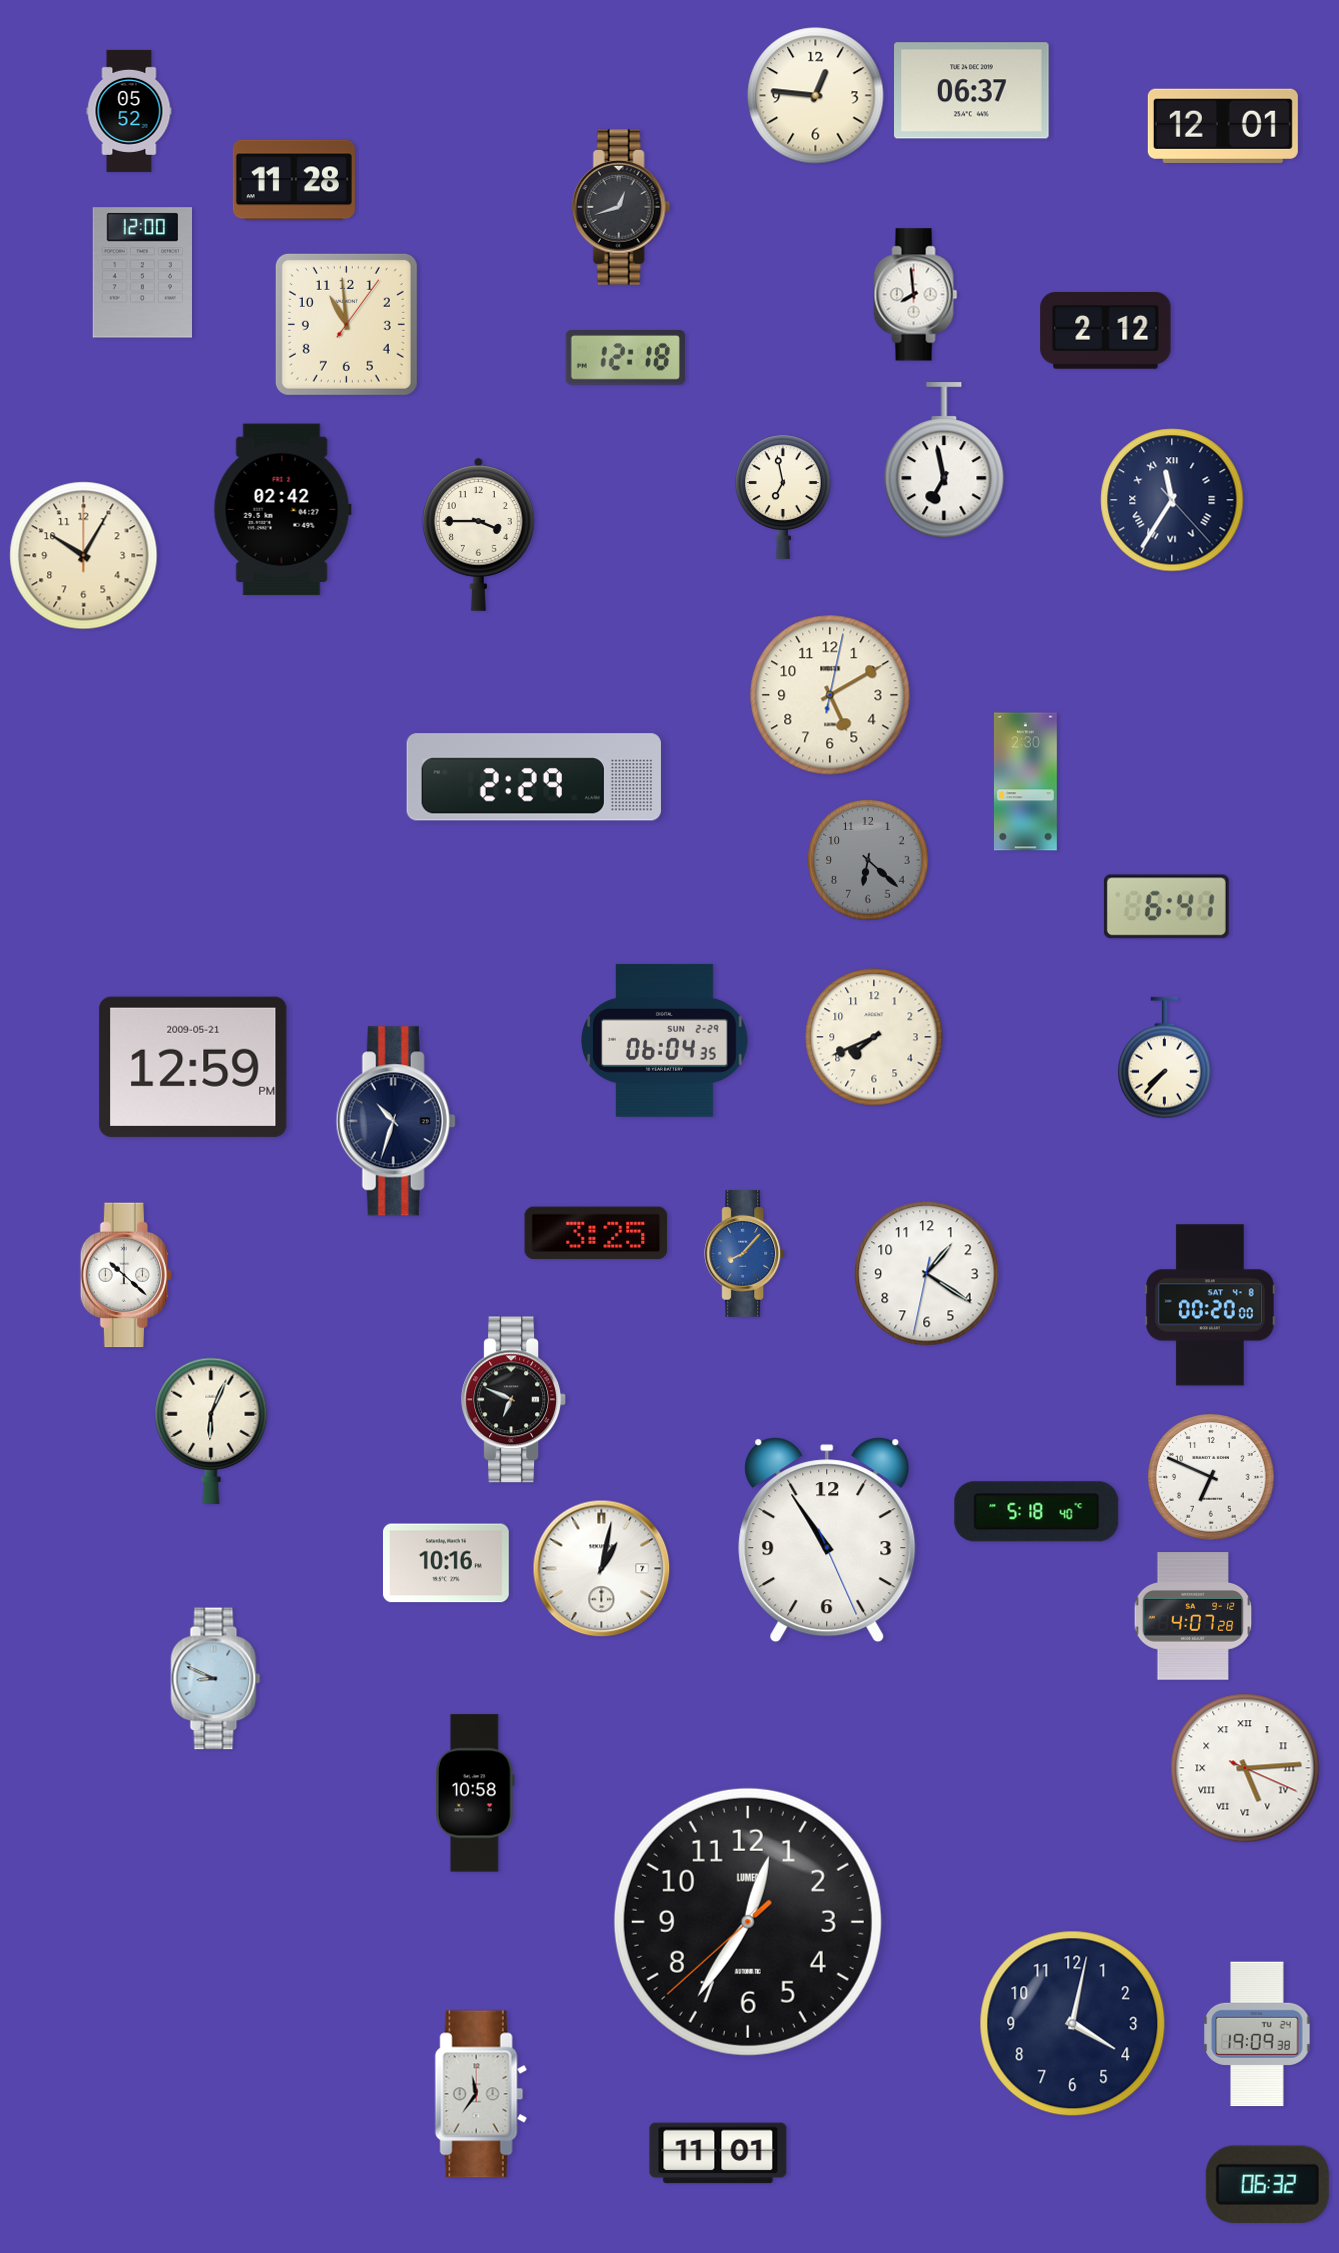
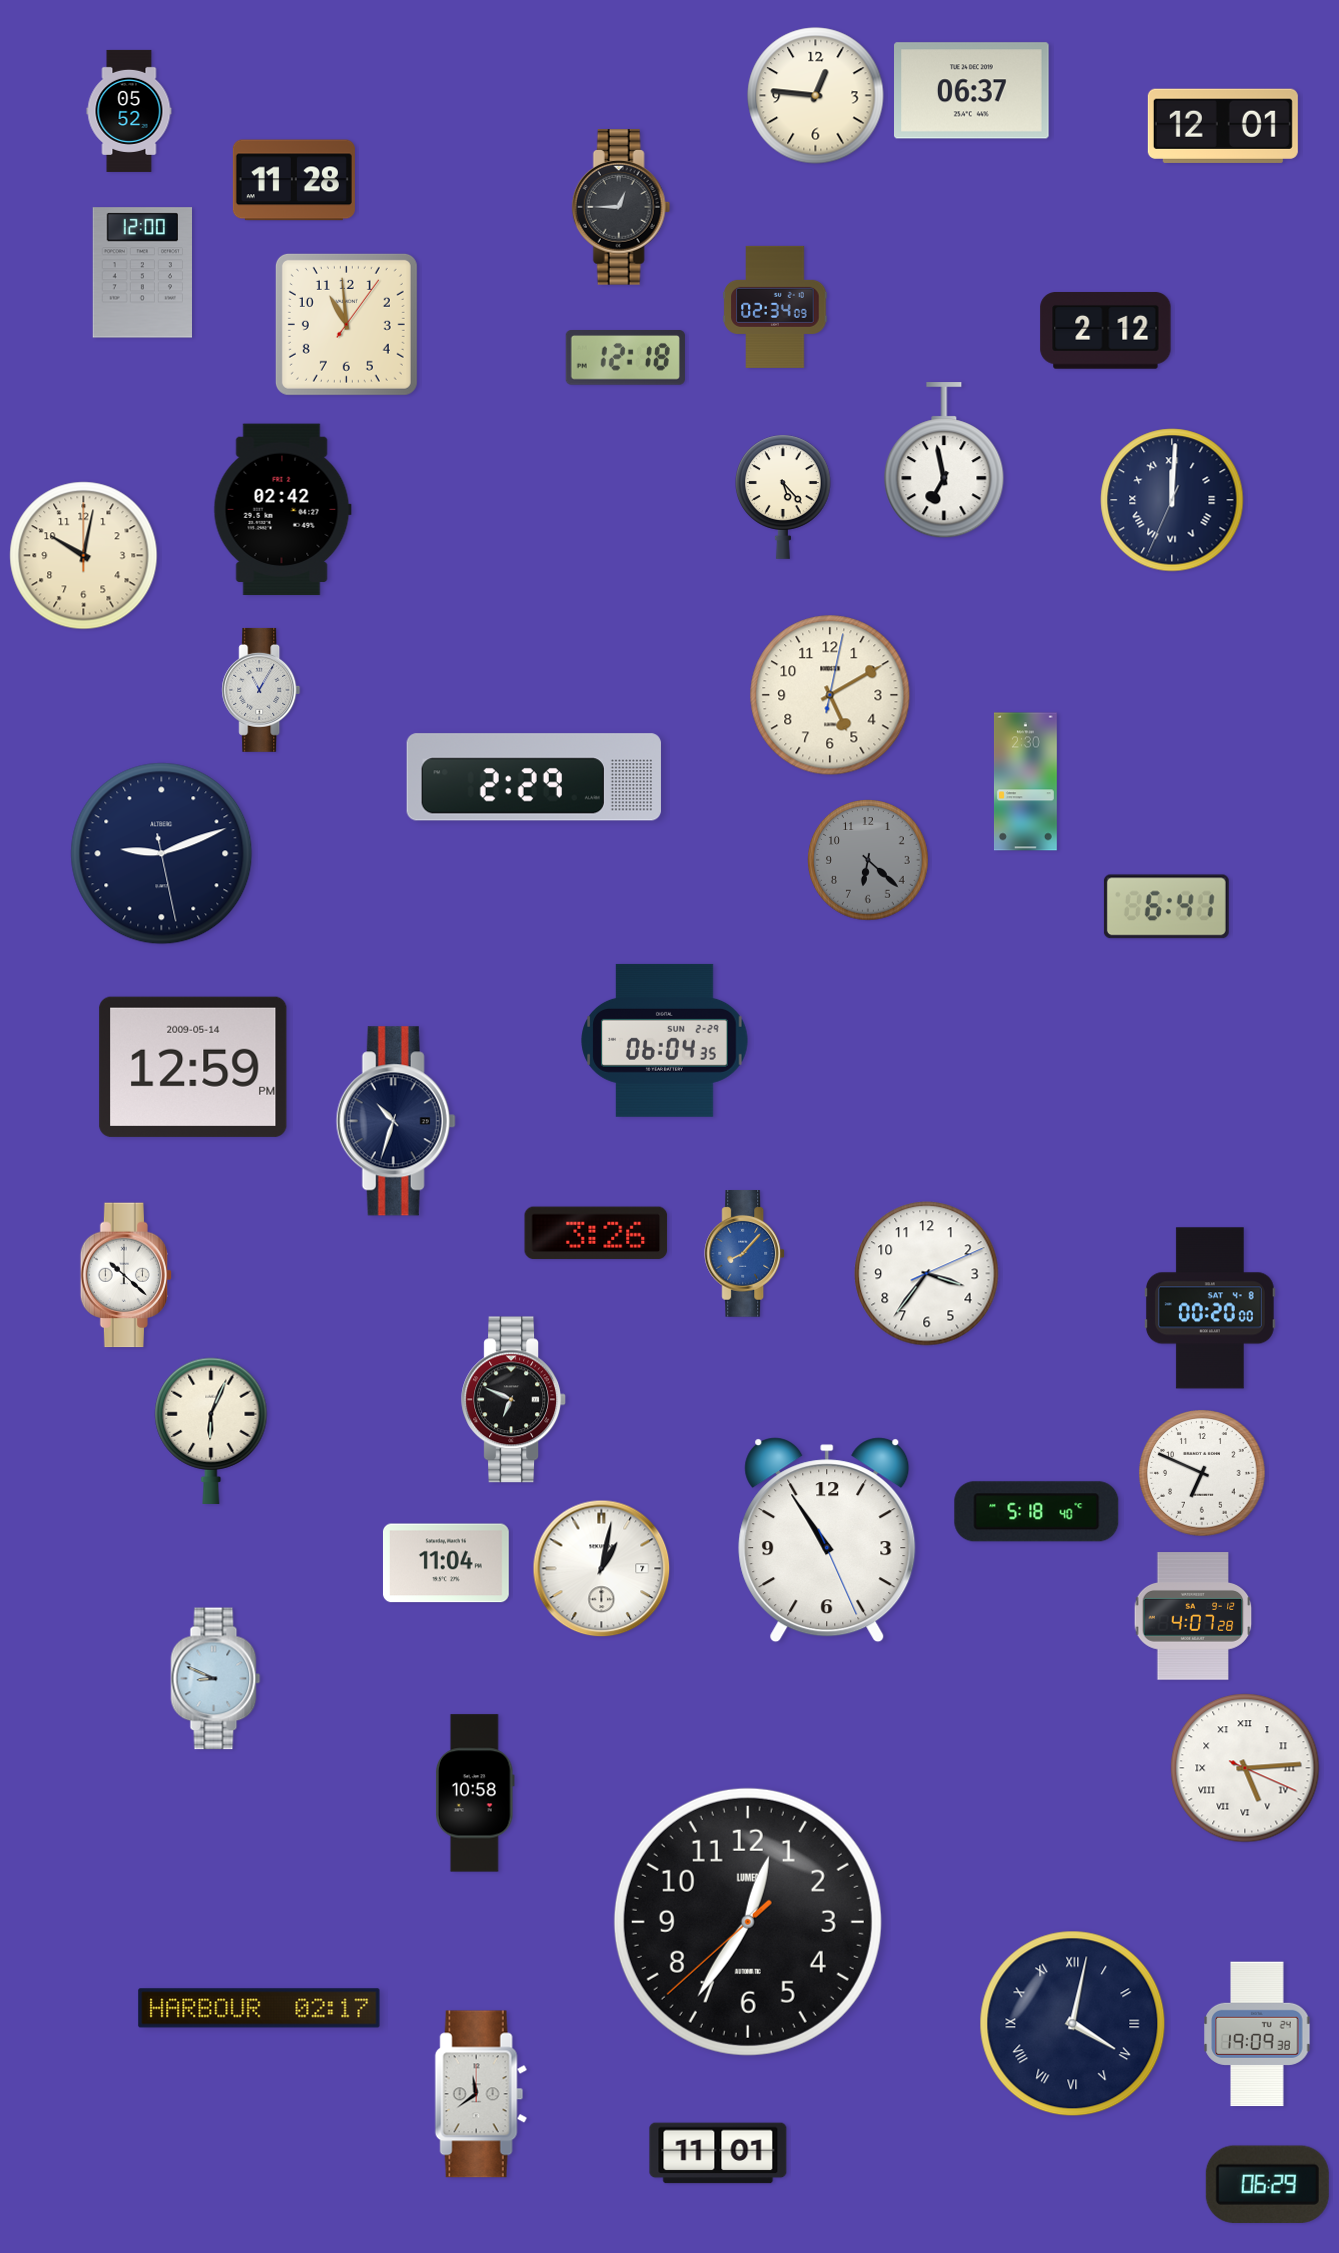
clock at (621, 207): 12:42 -> 12:45
clock at (916, 295): 7:59 -> none
clock at (775, 307): none -> 02:34
clock at (784, 497): 6:58 -> 5:23
clock at (1172, 500): 11:35 -> 12:00
clock at (479, 534): 3:45 -> none
clock at (84, 556): 10:05 -> 10:02
clock at (261, 690): none -> 11:05
clock at (162, 854): none -> 9:11
clock at (874, 1037): 7:41 -> none
clock at (1165, 1058): 7:37 -> none
clock at (193, 1067) date: 2009-05-21 -> 2009-05-14
clock at (596, 1233): 3:25 -> 3:26
clock at (927, 1274): 1:20 -> 3:36
clock at (1210, 1305) position: (1210, 1305) -> (1210, 1308)
clock at (1211, 1477) position: (1211, 1477) -> (1202, 1473)
clock at (446, 1563): 10:16 -> 11:04
clock at (259, 2008): none -> 02:17
clock at (1073, 2024) numerals: Arabic -> Roman
clock at (481, 2094): 11:36 -> 11:39
clock at (1267, 2184): 06:32 -> 06:29
